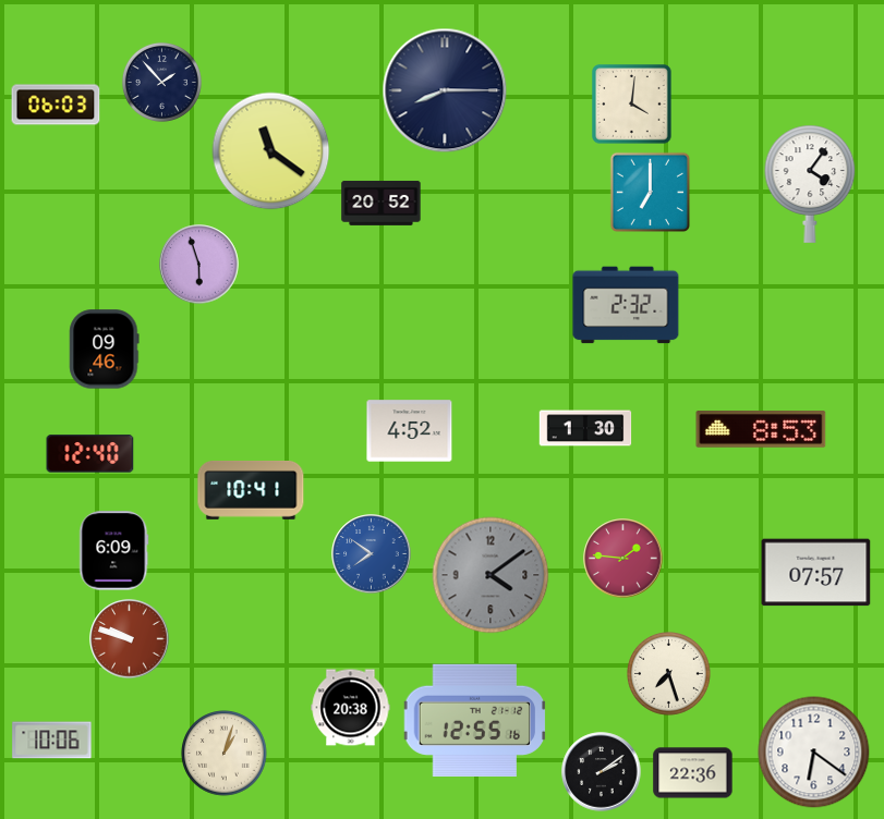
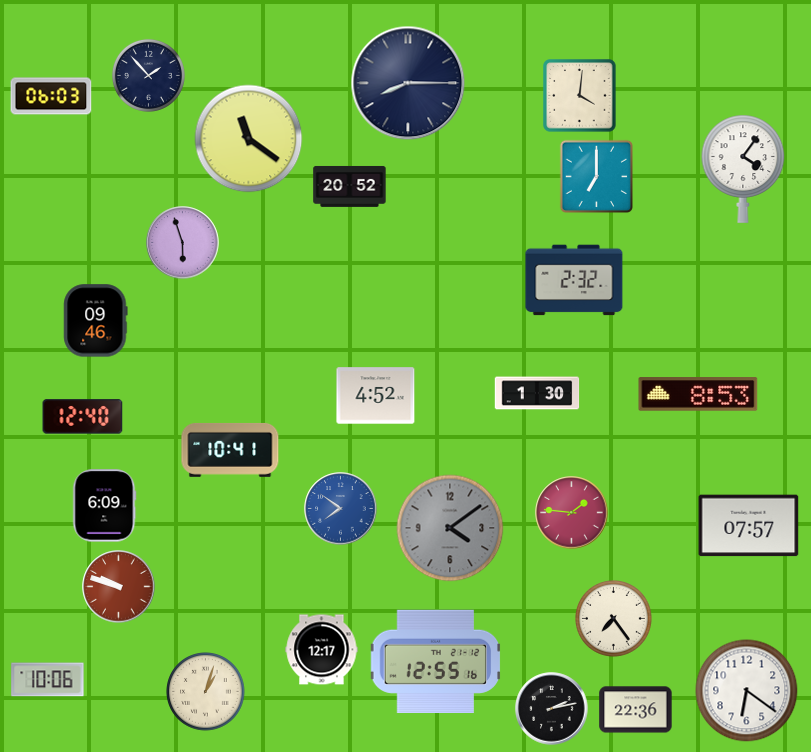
clock at (669, 674): 7:27 -> 7:24
clock at (351, 708): 20:38 -> 12:17
clock at (602, 772): 2:09 -> 2:13
